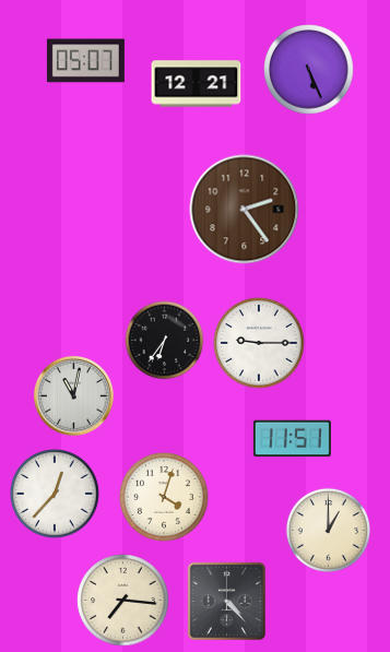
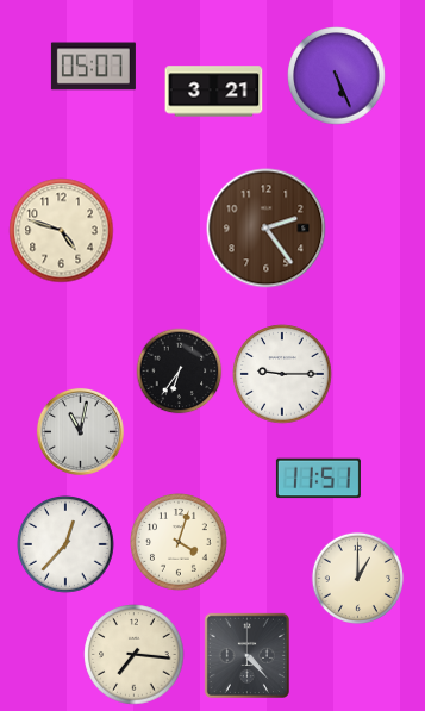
clock at (197, 84): 12:21 -> 3:21
clock at (62, 231): none -> 4:48
clock at (56, 495) position: (56, 495) -> (67, 545)
